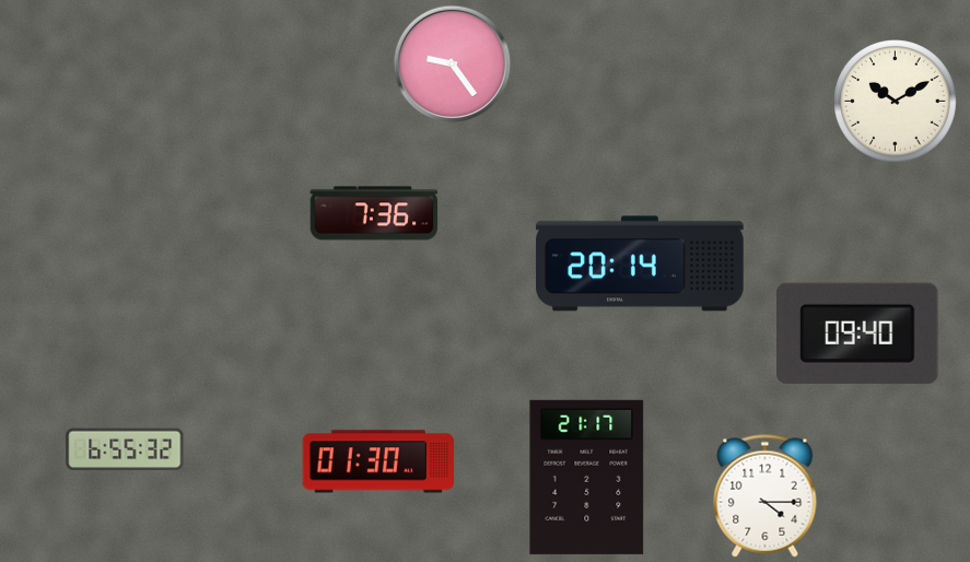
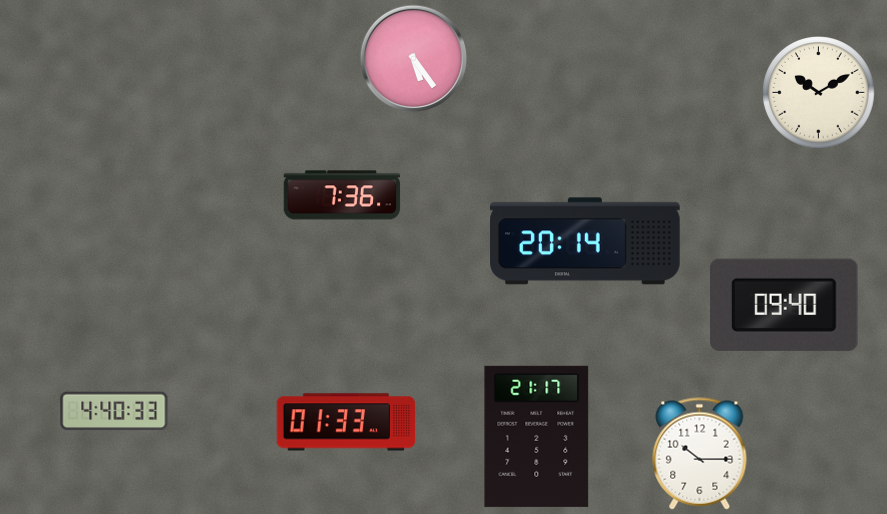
clock at (453, 65): 9:24 -> 5:24
clock at (125, 449): 6:55 -> 4:40
clock at (378, 461): 01:30 -> 01:33
clock at (766, 496): 4:15 -> 10:15
